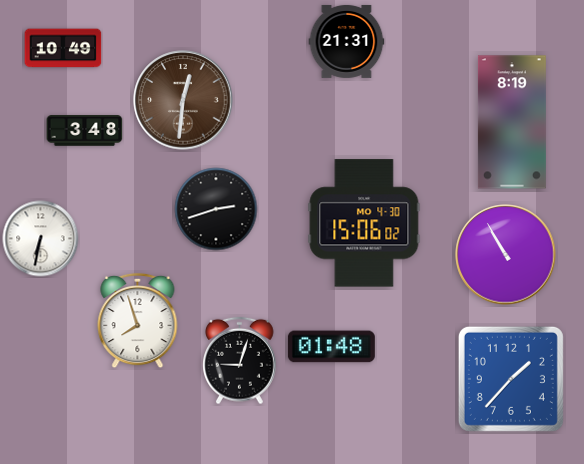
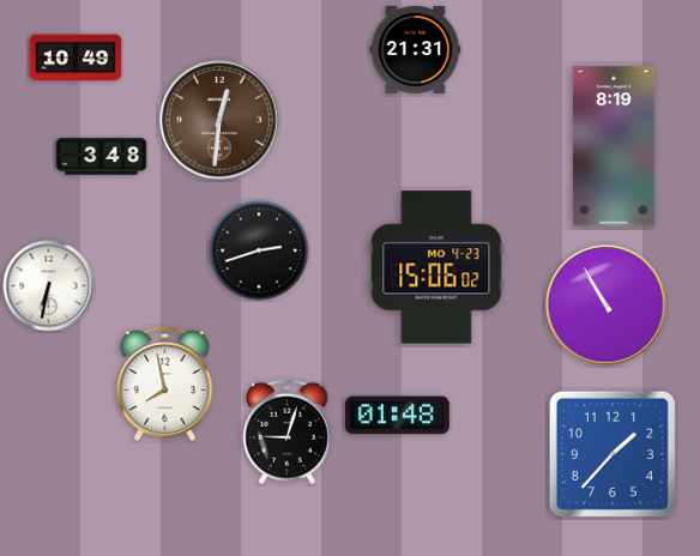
clock at (364, 223) date: MO 4-30 -> MO 4-23
clock at (138, 321): 7:57 -> 7:58
